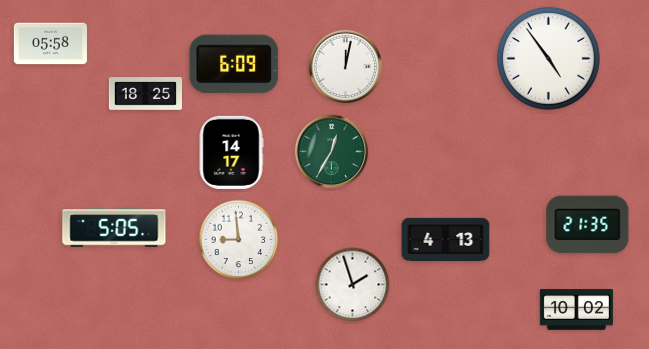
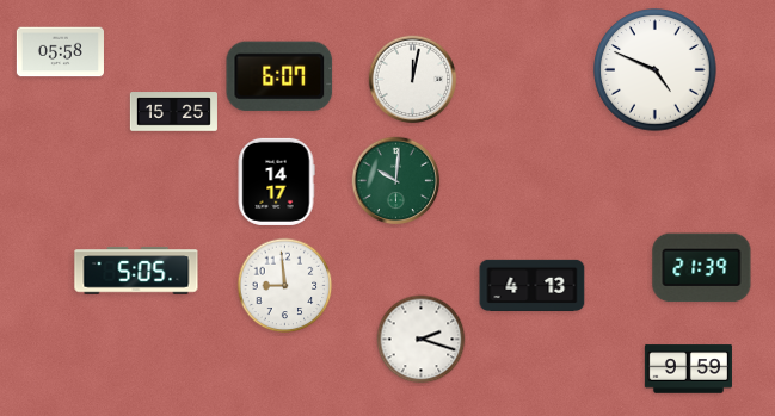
clock at (549, 59): 4:54 -> 4:49
clock at (234, 64): 6:09 -> 6:07
clock at (145, 94): 18:25 -> 15:25
clock at (332, 152): 12:35 -> 10:01
clock at (588, 225): 21:35 -> 21:39
clock at (353, 285): 1:57 -> 2:18
clock at (576, 310): 10:02 -> 9:59
